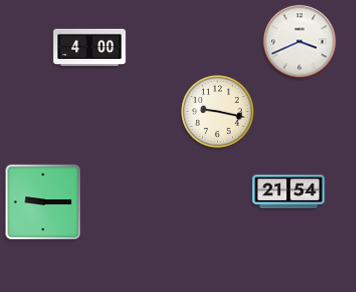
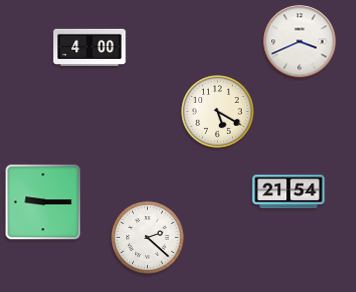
clock at (218, 112): 9:17 -> 5:20
clock at (148, 238): none -> 2:22
